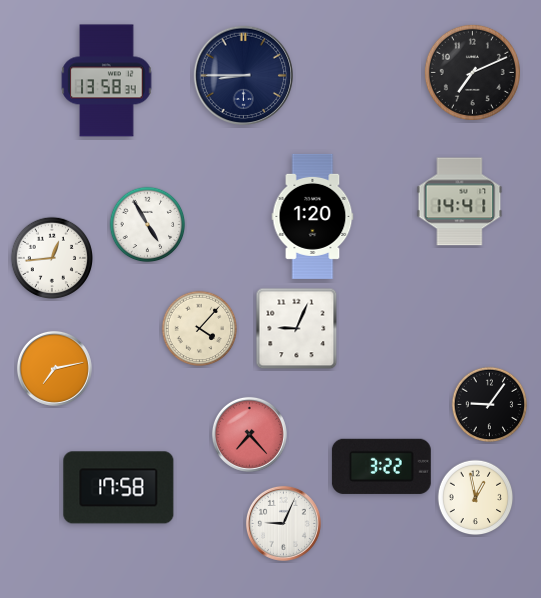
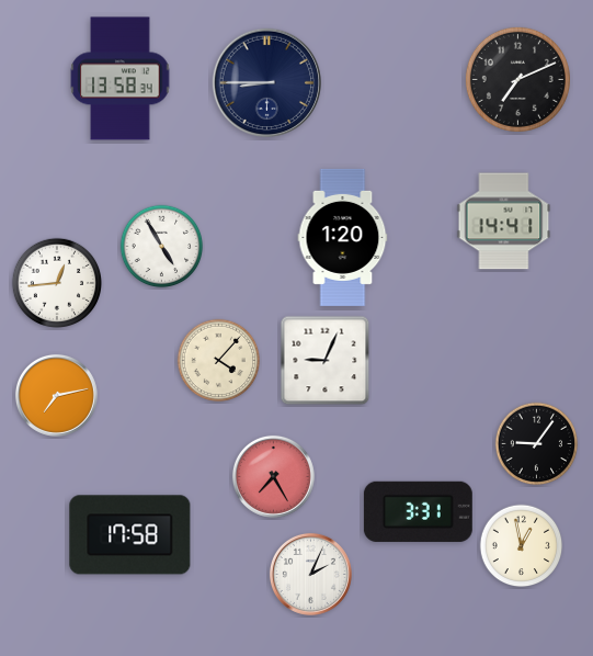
clock at (107, 81) position: (107, 81) -> (121, 79)
clock at (54, 368) position: (54, 368) -> (56, 395)
clock at (249, 434): 7:23 -> 7:25
clock at (381, 466): 3:22 -> 3:31
clock at (283, 523): 9:04 -> 2:04
